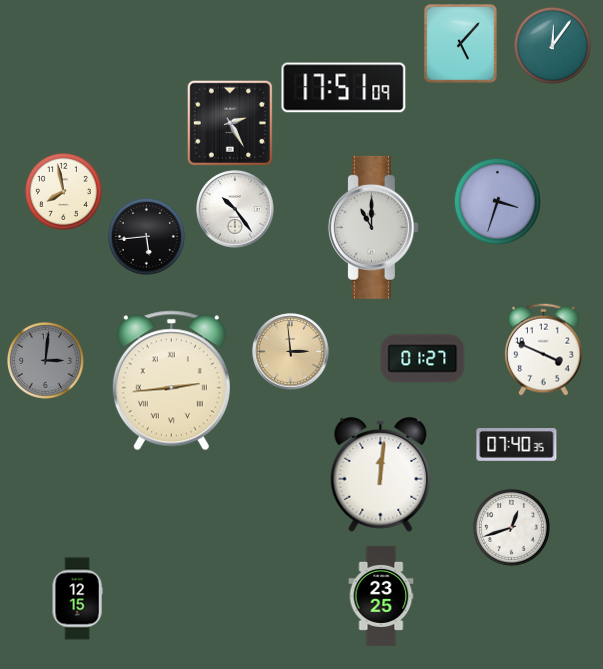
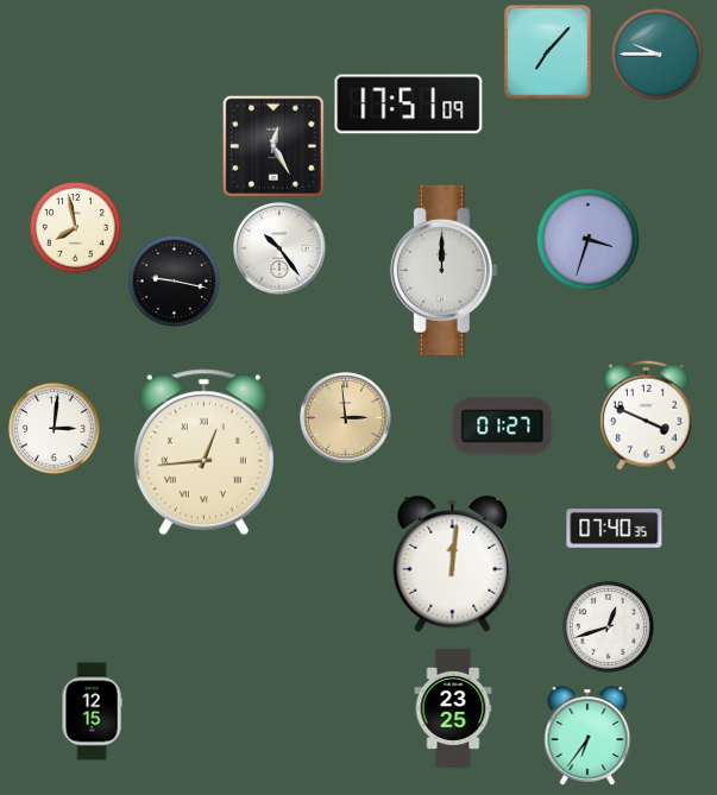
clock at (461, 44): 5:07 -> 7:07
clock at (552, 45): 12:06 -> 9:45
clock at (230, 123): 2:25 -> 12:25
clock at (497, 201) position: (497, 201) -> (587, 239)
clock at (373, 227): 11:00 -> 12:00
clock at (146, 236): 5:44 -> 9:17
clock at (45, 360) dial: grey -> white
clock at (171, 381): 2:44 -> 12:44
clock at (587, 736): none -> 6:36
